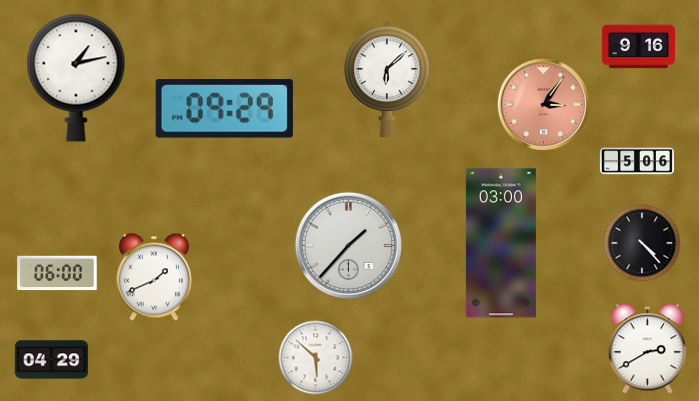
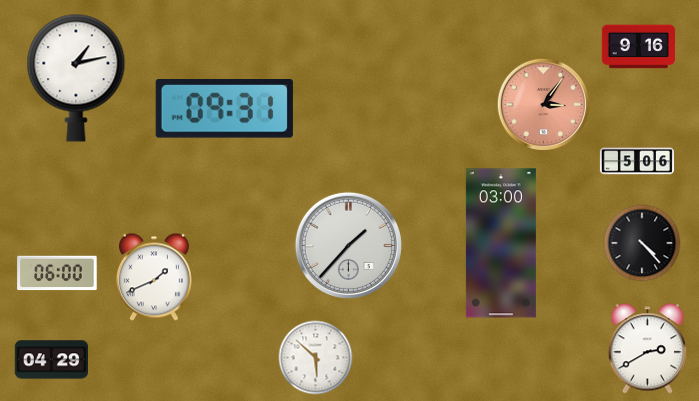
clock at (387, 79): 6:08 -> none
clock at (224, 109): 09:29 -> 09:31
